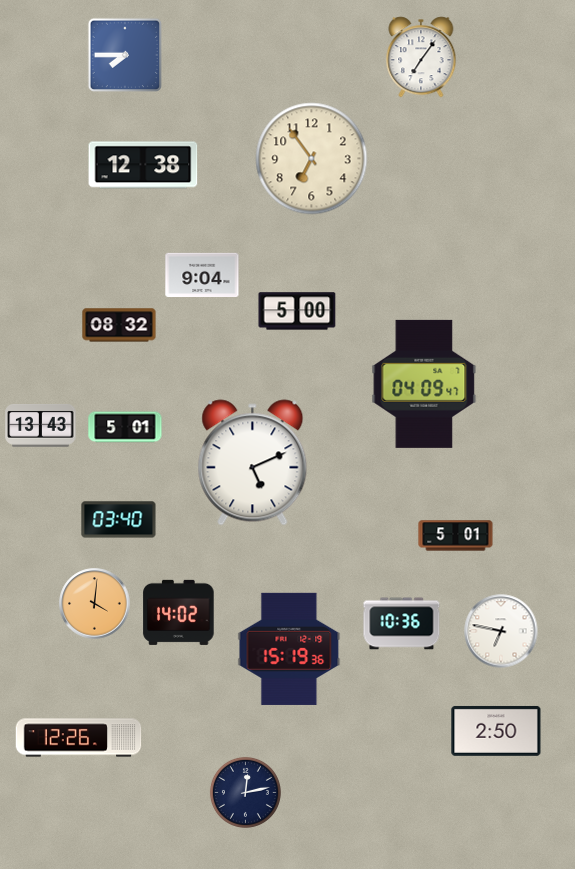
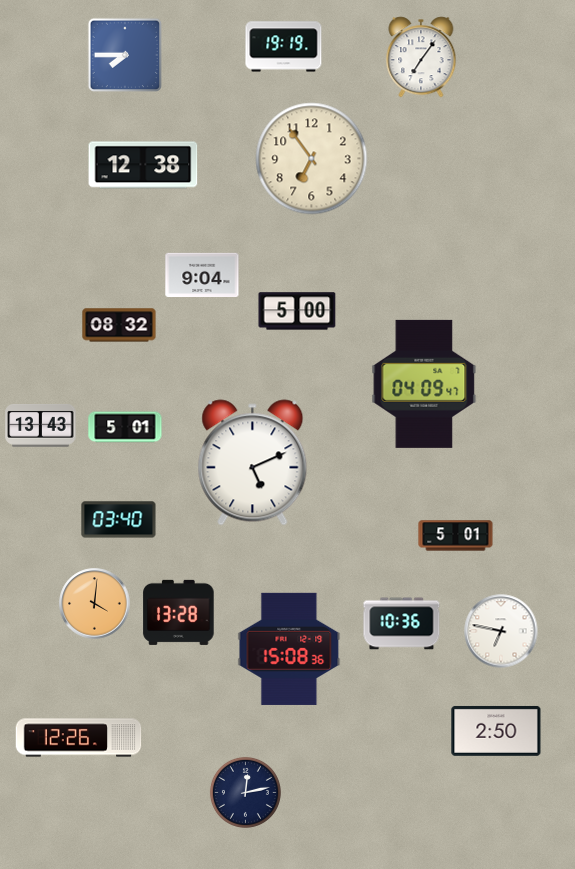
clock at (284, 47): none -> 19:19
clock at (179, 612): 14:02 -> 13:28
clock at (289, 649): 15:19 -> 15:08
